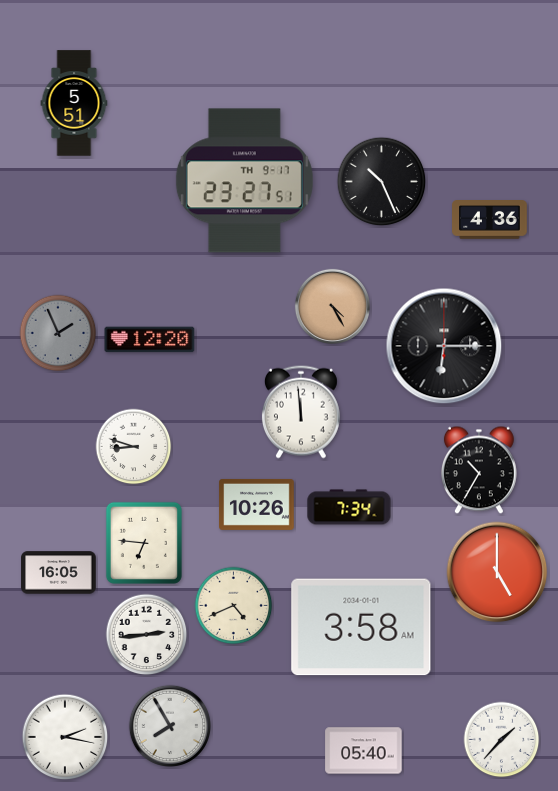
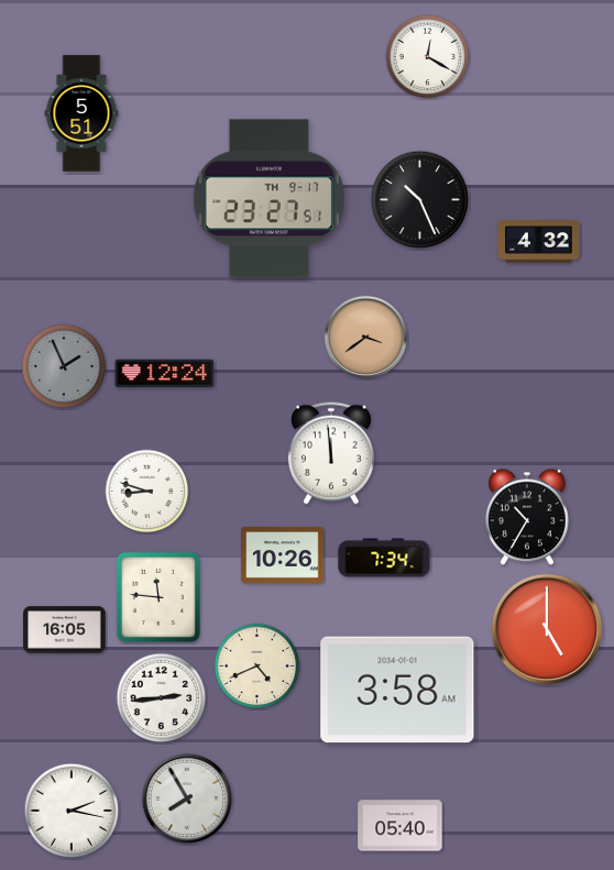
clock at (428, 57): none -> 12:20
clock at (490, 220): 4:36 -> 4:32
clock at (332, 306): 4:25 -> 3:39
clock at (150, 340): 12:20 -> 12:24
clock at (444, 346): 6:15 -> none
clock at (144, 543): 6:46 -> 11:46
clock at (502, 740): 1:37 -> none
